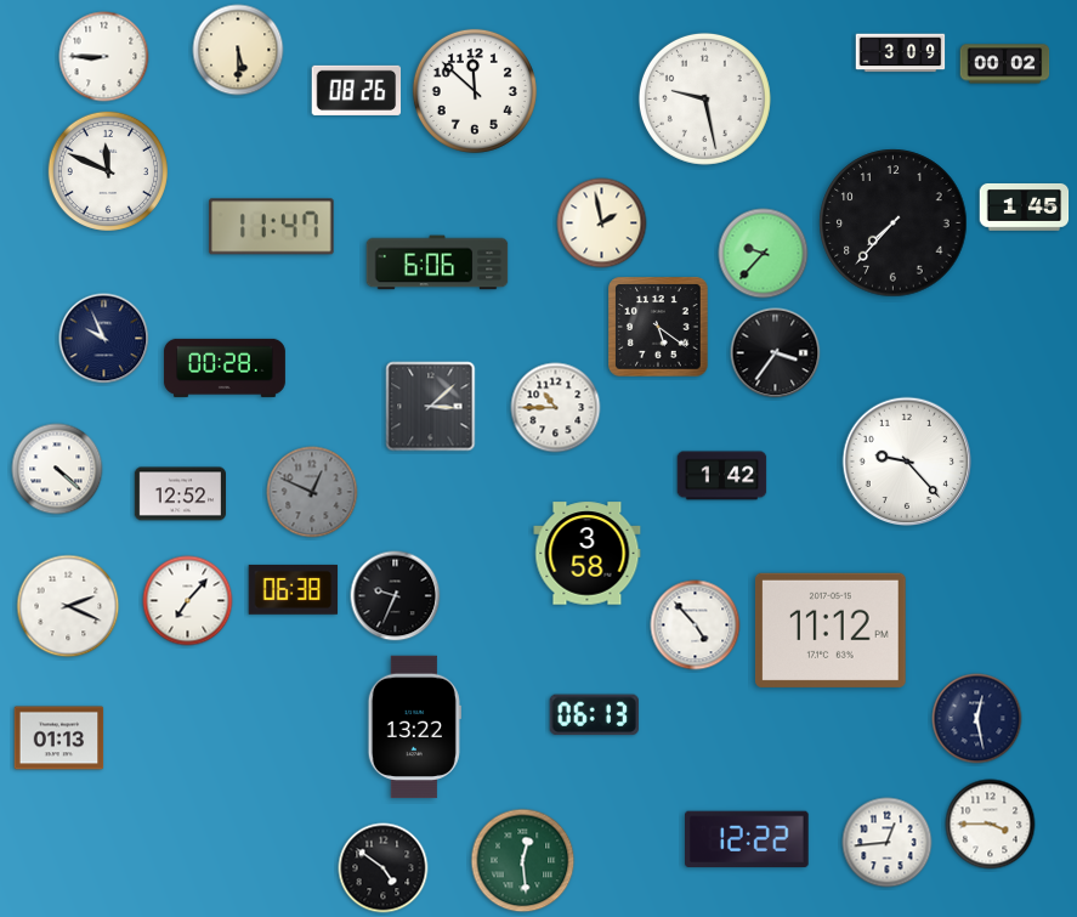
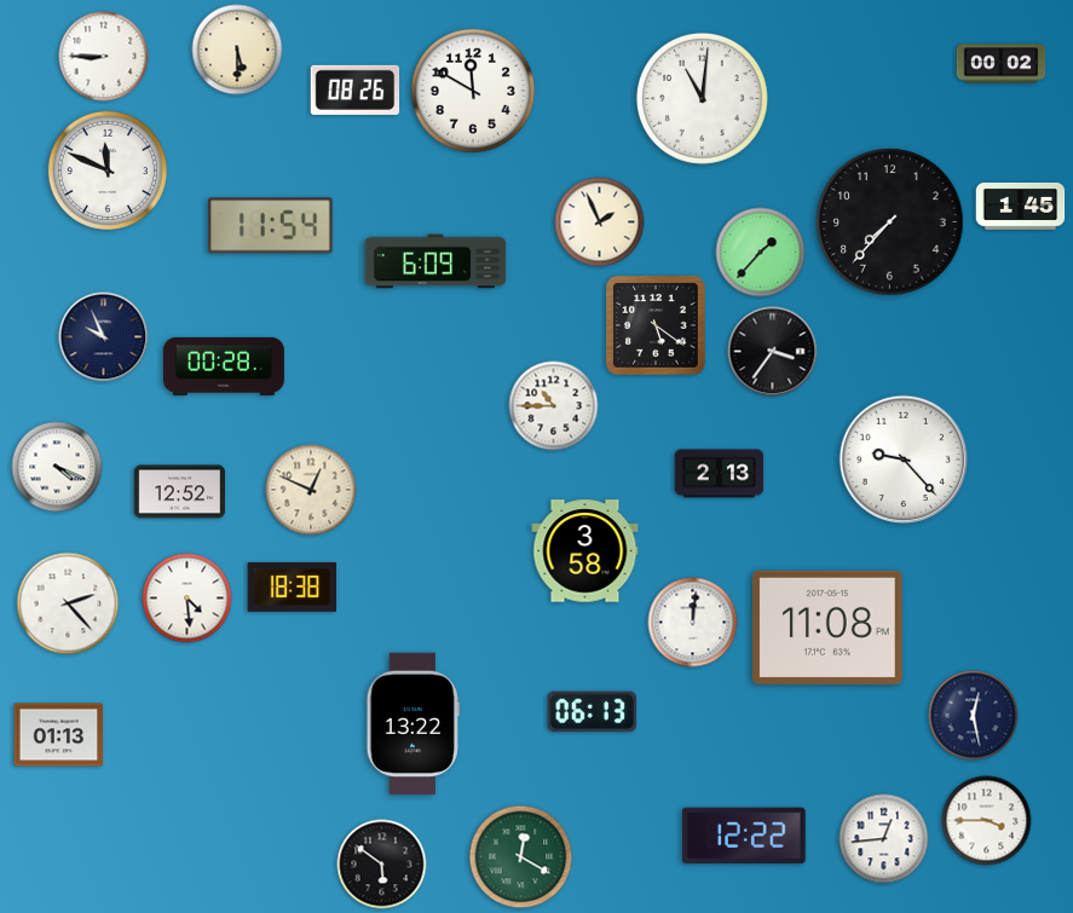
clock at (901, 53): 3:09 -> none
clock at (475, 91): 11:52 -> 11:50
clock at (704, 98): 9:28 -> 11:01
clock at (602, 223): 1:58 -> 1:56
clock at (272, 227): 11:47 -> 11:54
clock at (764, 254): 9:37 -> 1:37
clock at (437, 262): 6:06 -> 6:09
clock at (431, 407): 3:08 -> none
clock at (57, 469): 4:22 -> 4:19
clock at (722, 476): 1:42 -> 2:13
clock at (312, 492) dial: grey -> cream
clock at (294, 589): 06:38 -> 18:38
clock at (396, 596): 9:34 -> none
clock at (188, 601): 7:07 -> 4:29
clock at (68, 606): 2:19 -> 2:23
clock at (696, 626): 4:53 -> 12:01
clock at (831, 630): 11:12 -> 11:08
clock at (523, 861): 12:29 -> 12:20
clock at (384, 868): 4:51 -> 5:51
